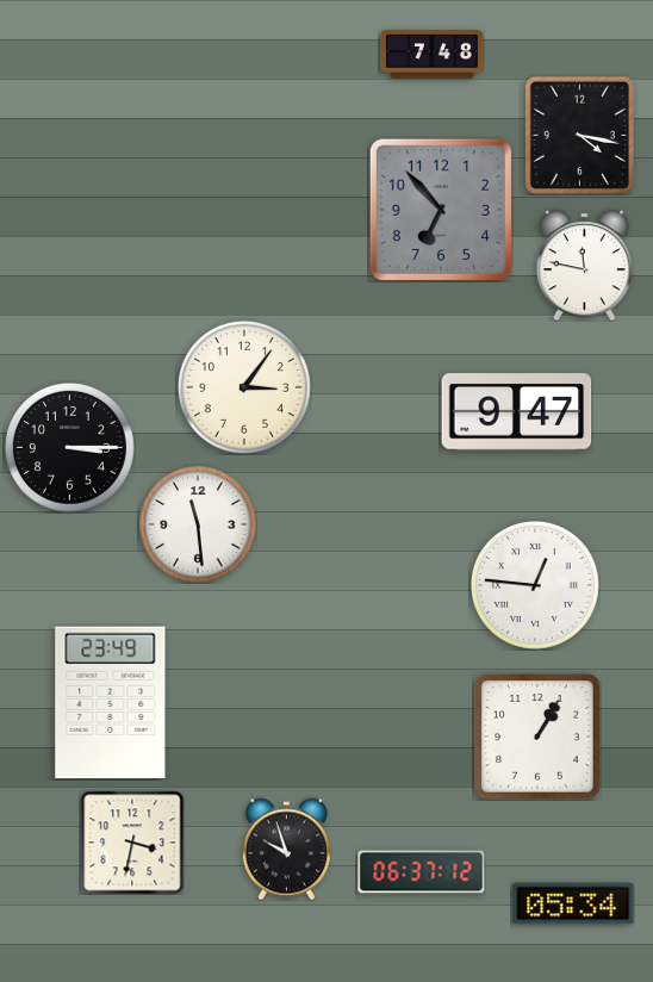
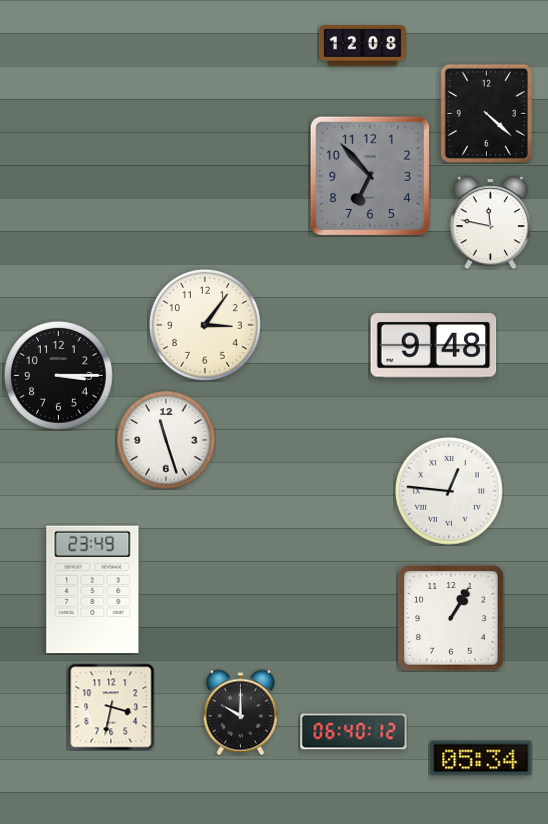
clock at (431, 55): 7:48 -> 12:08
clock at (579, 135): 4:17 -> 4:22
clock at (517, 412): 9:47 -> 9:48
clock at (198, 524): 11:29 -> 11:27
clock at (286, 849): 9:57 -> 10:00
clock at (422, 872): 06:37 -> 06:40
